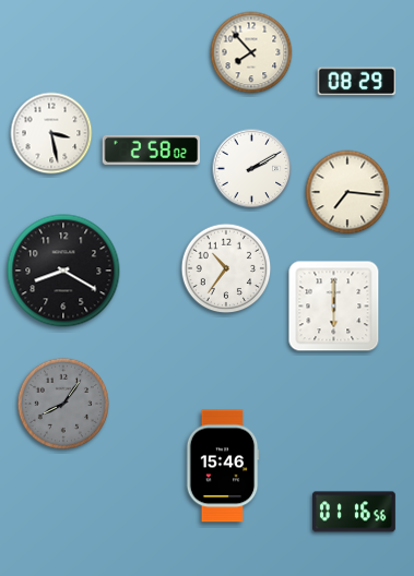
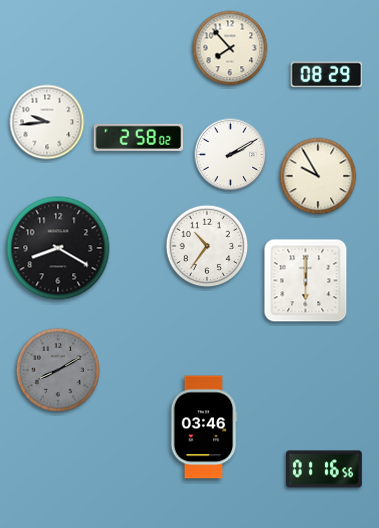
clock at (51, 133): 3:28 -> 9:44
clock at (347, 192): 7:16 -> 9:55
clock at (63, 404): 8:06 -> 8:10
clock at (223, 466): 15:46 -> 03:46
